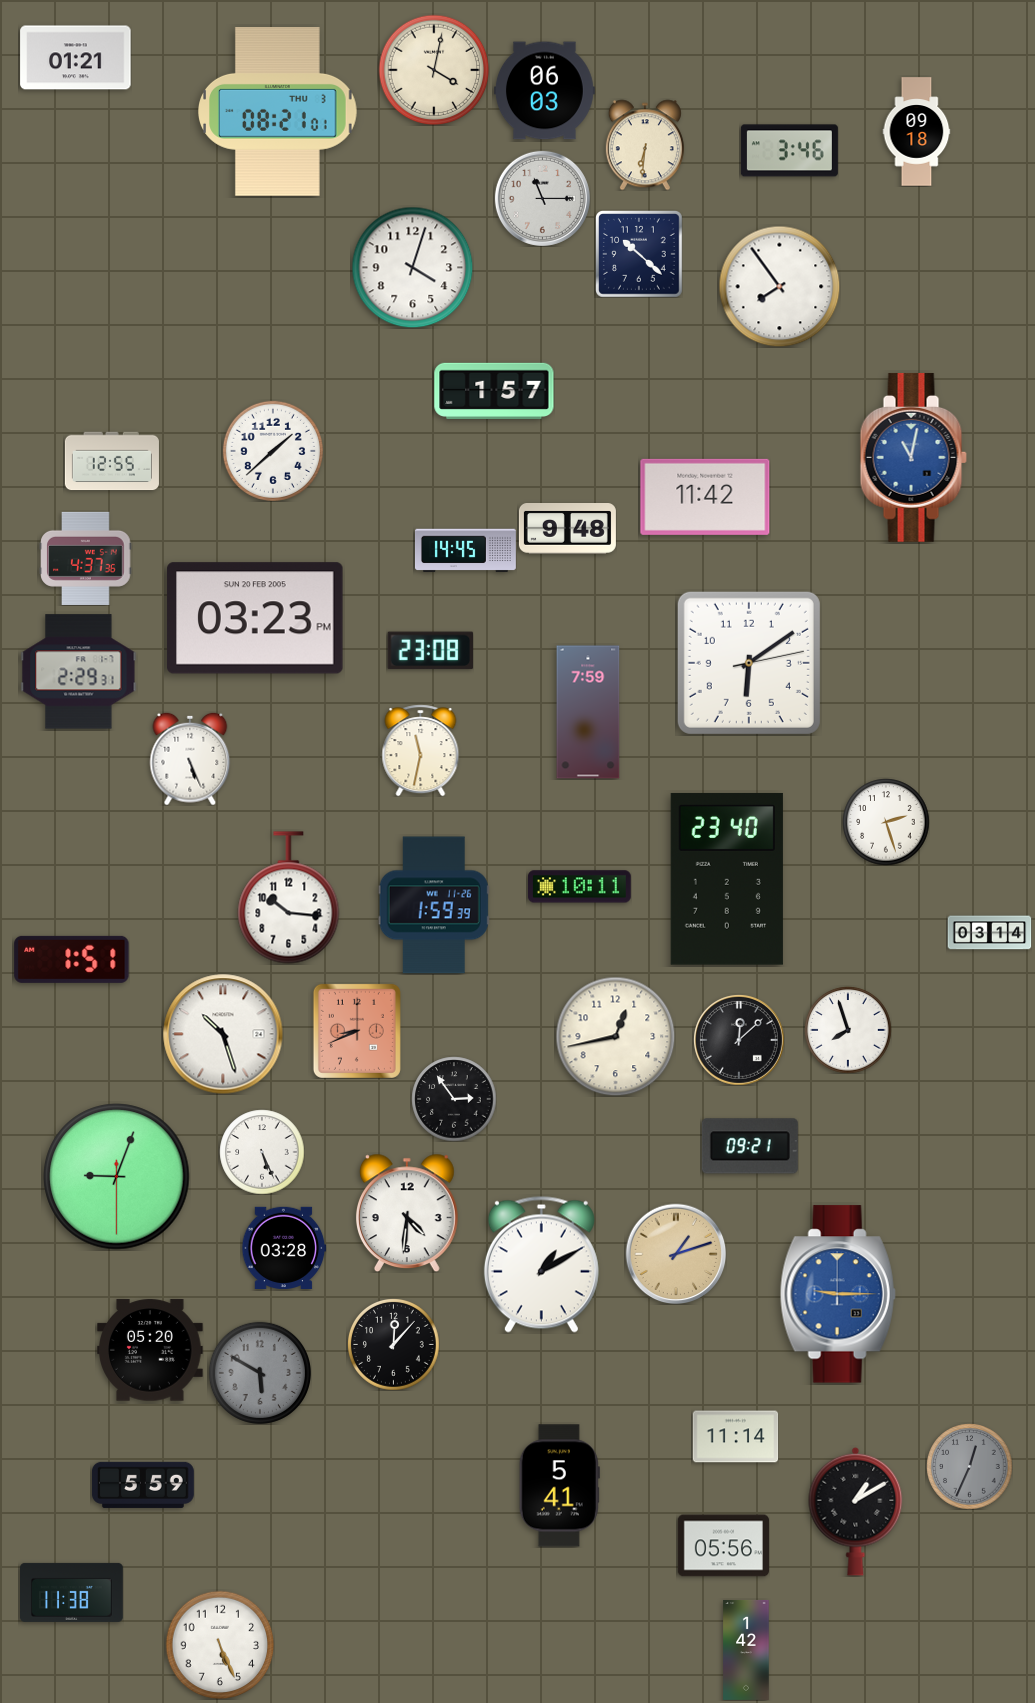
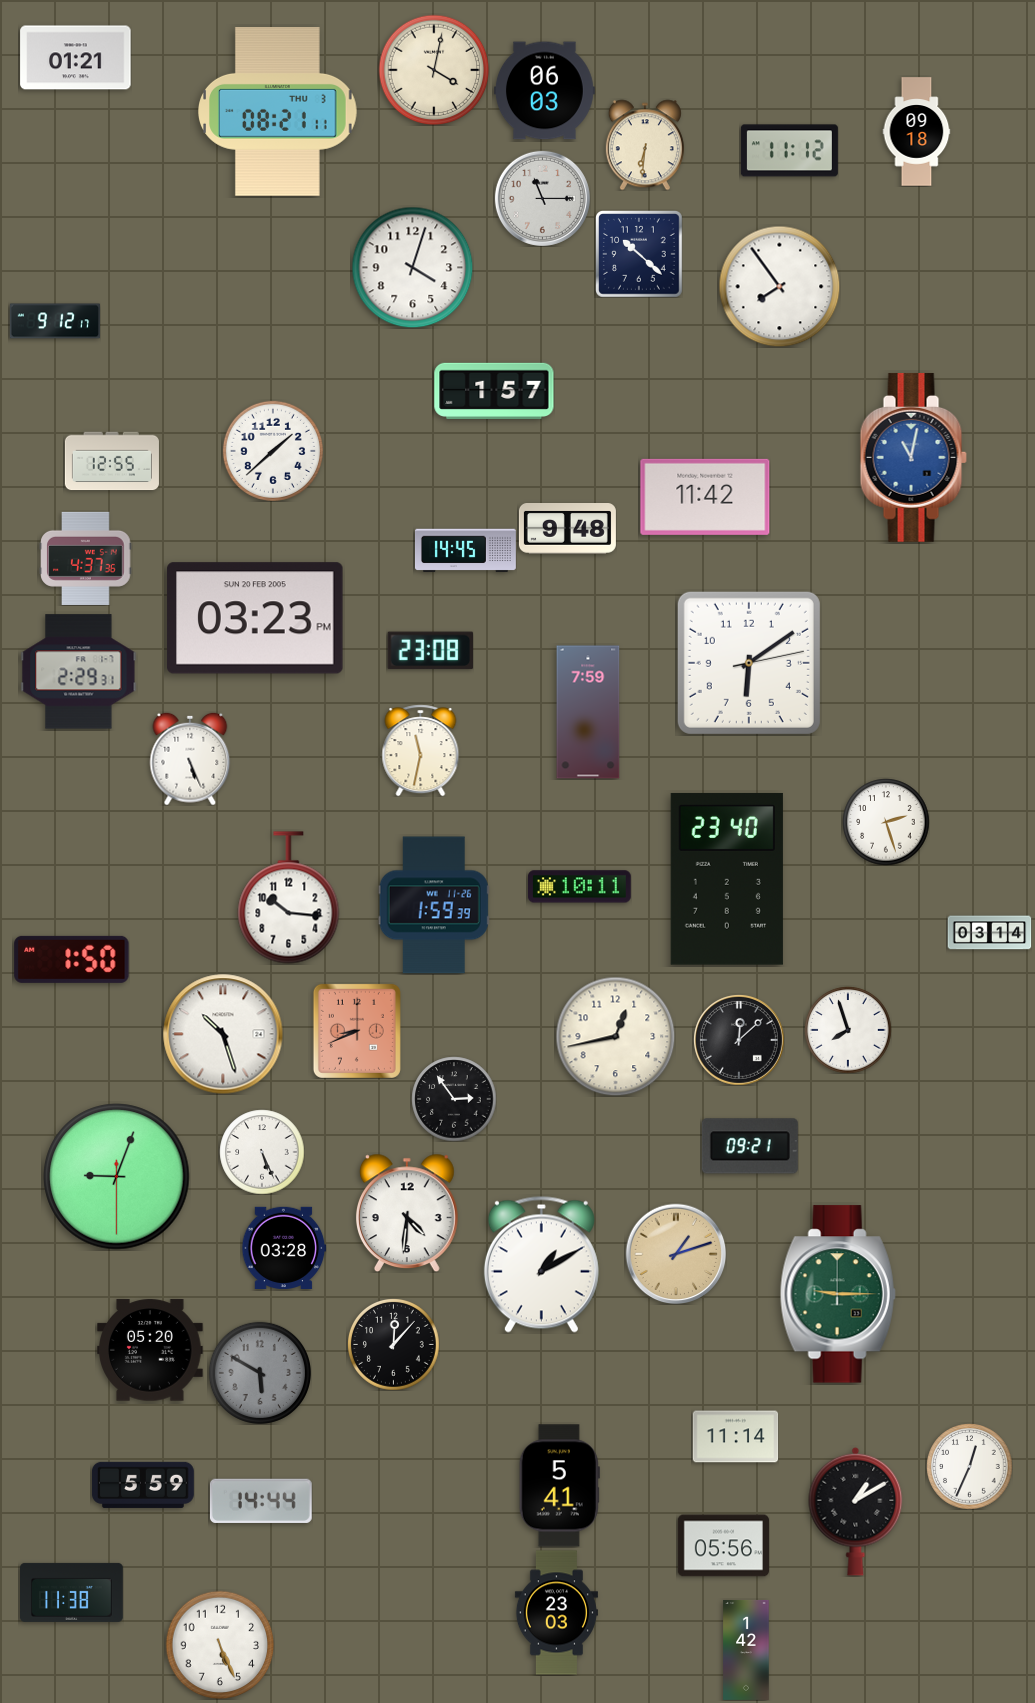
clock at (278, 112): 08:21:01 -> 08:21:11
clock at (789, 151): 3:46 -> 11:12
clock at (54, 321): none -> 9:12
clock at (72, 959): 1:51 -> 1:50
clock at (838, 1294) dial: blue -> green
clock at (969, 1466) dial: grey -> white
clock at (261, 1501): none -> 14:44
clock at (556, 1613): none -> 23:03
